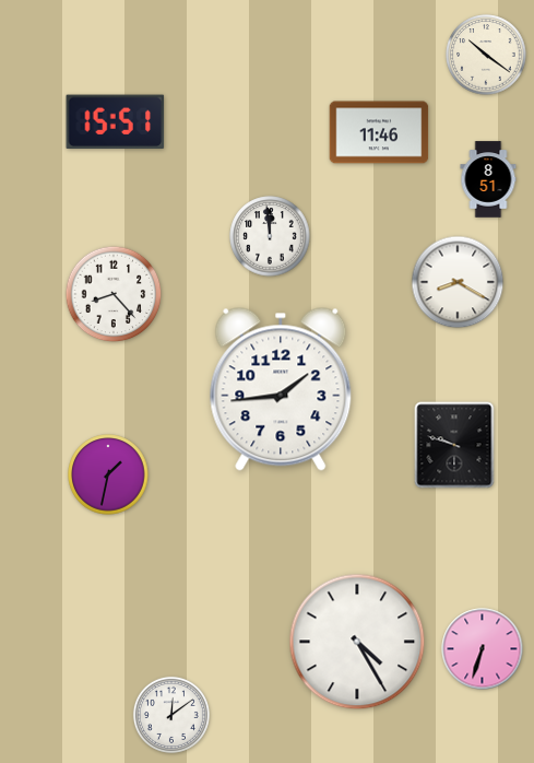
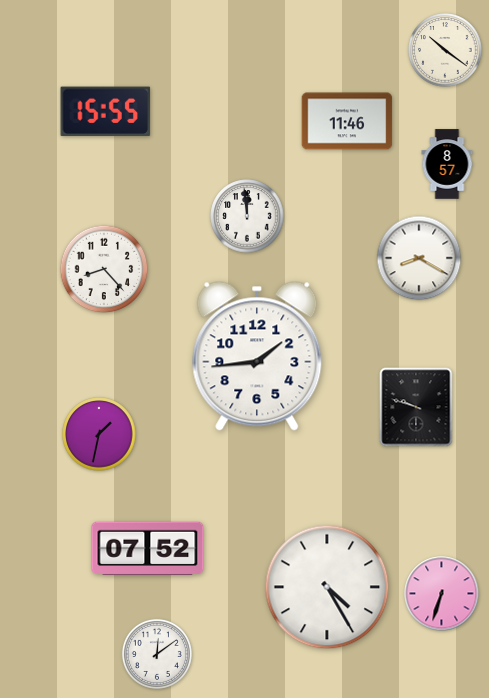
clock at (116, 122): 15:51 -> 15:55
clock at (488, 179): 8:51 -> 8:57
clock at (148, 548): none -> 07:52
